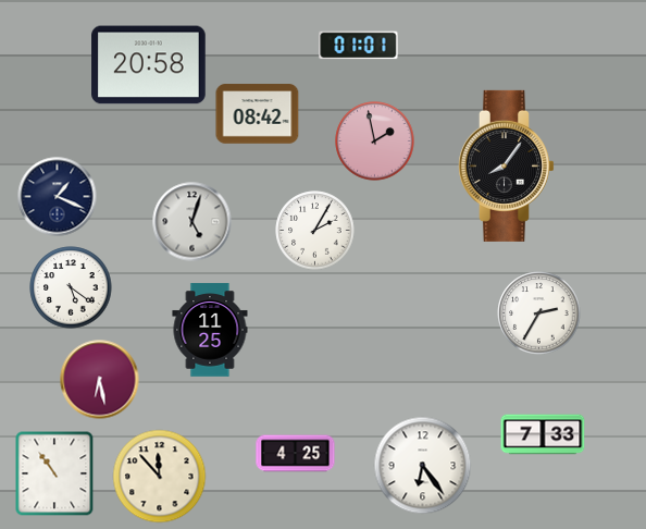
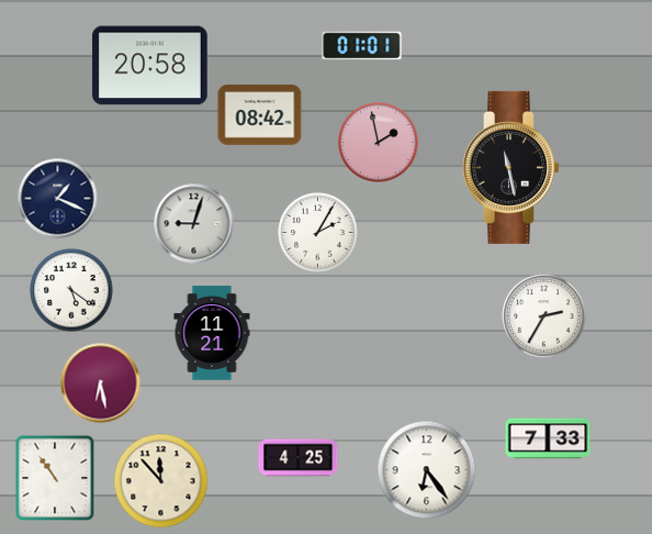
clock at (506, 165): 8:06 -> 11:28
clock at (192, 222): 5:03 -> 9:03
clock at (210, 330): 11:25 -> 11:21
